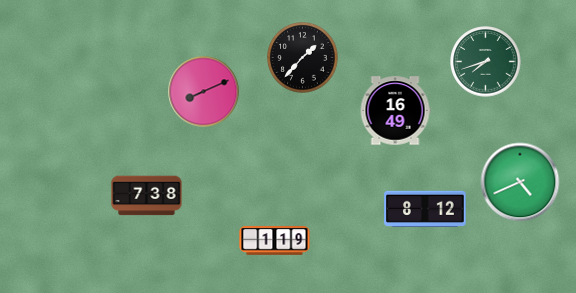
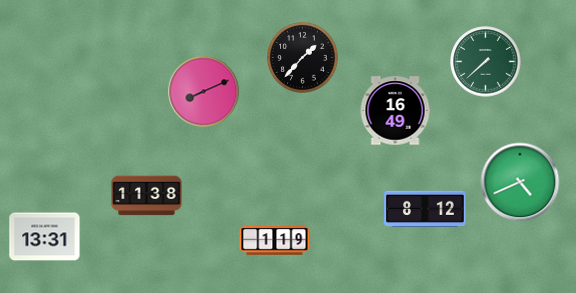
clock at (486, 62): 7:42 -> 7:38
clock at (147, 196): 7:38 -> 11:38
clock at (45, 237): none -> 13:31
